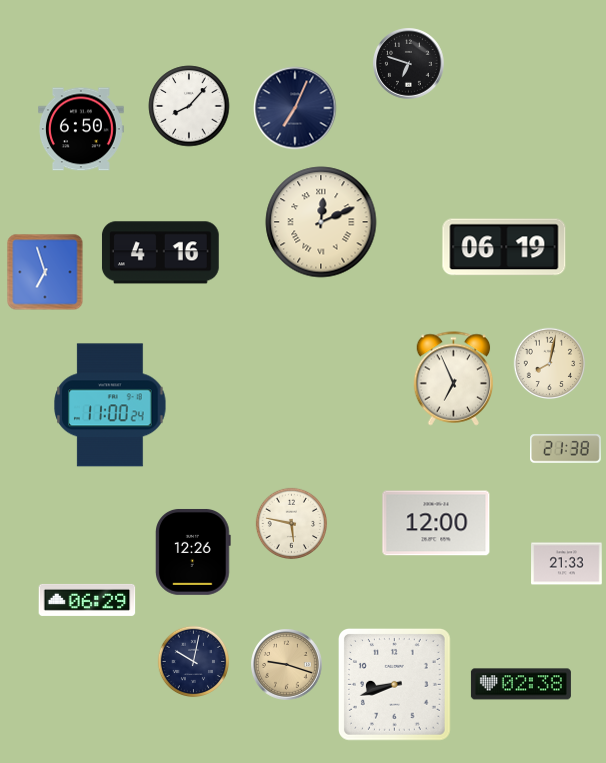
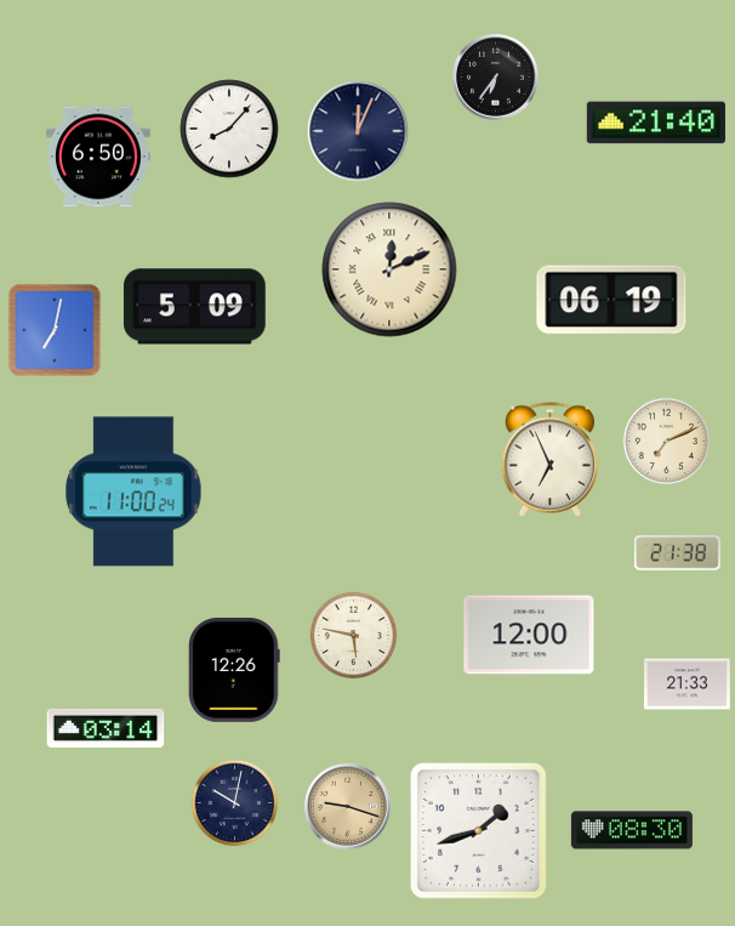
clock at (409, 64): 6:48 -> 6:36
clock at (656, 123): none -> 21:40
clock at (295, 108): 7:04 -> 12:04
clock at (160, 253): 4:16 -> 5:09
clock at (45, 272): 6:57 -> 7:02
clock at (550, 364): 8:02 -> 7:11
clock at (566, 449) position: (566, 449) -> (678, 553)
clock at (87, 600): 06:29 -> 03:14
clock at (521, 684): 02:38 -> 08:30
clock at (395, 685): 8:42 -> 1:42
